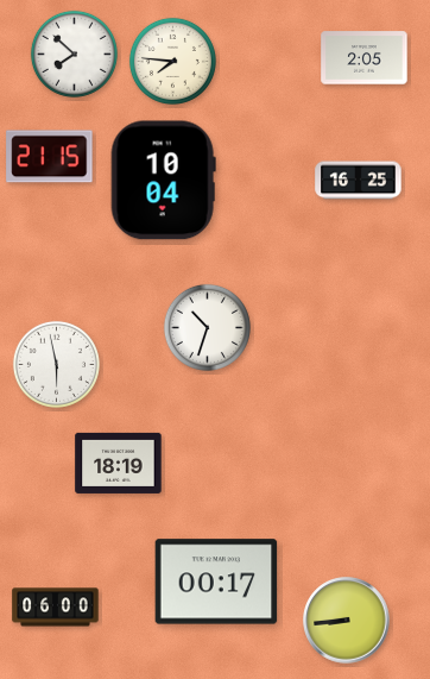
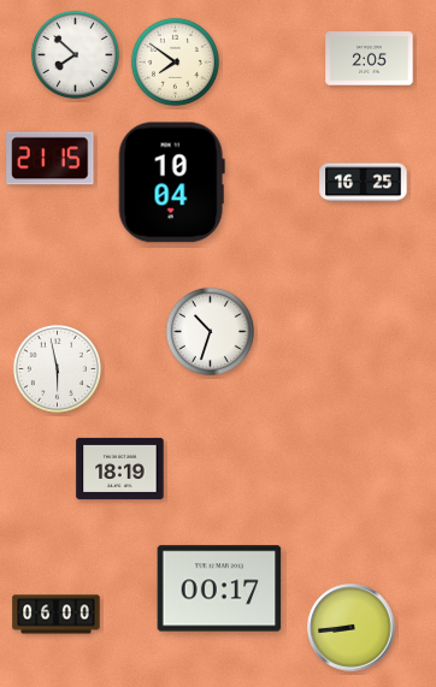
clock at (172, 61): 7:46 -> 7:51
clock at (163, 181) position: (163, 181) -> (171, 183)
